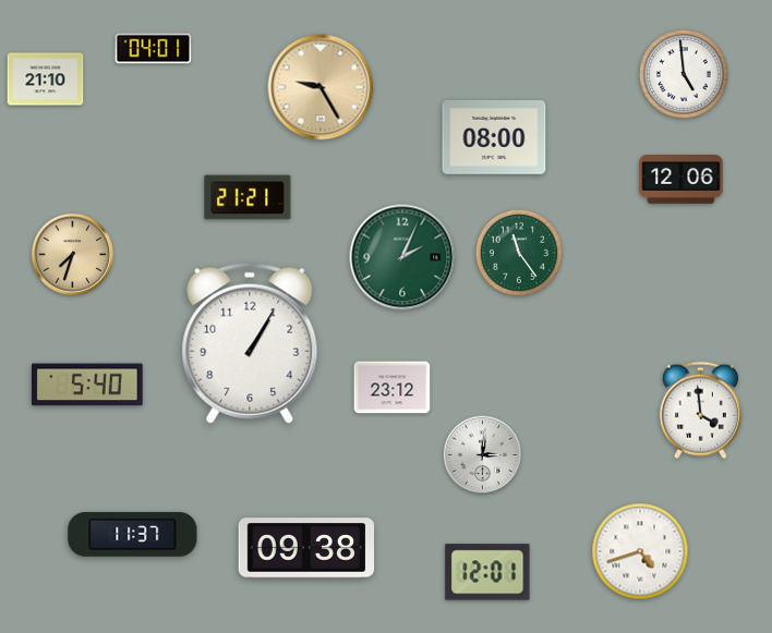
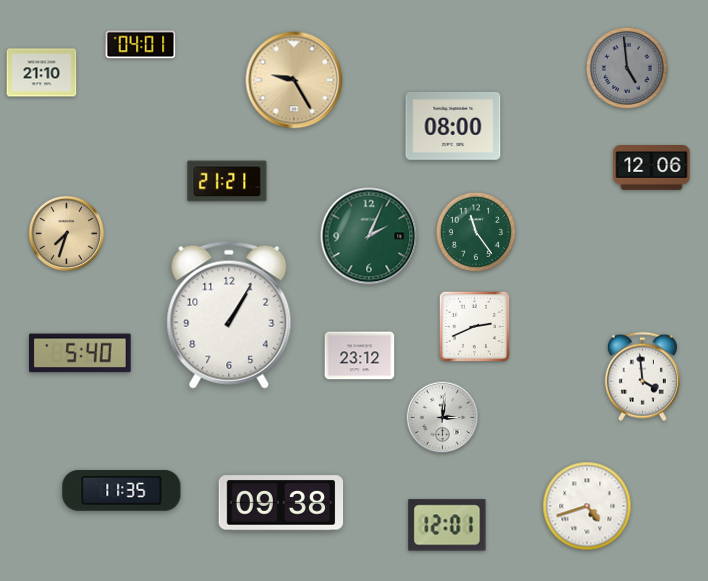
clock at (684, 74) dial: white -> grey
clock at (681, 180) position: (681, 180) -> (652, 168)
clock at (474, 326): none -> 2:41
clock at (133, 534): 11:37 -> 11:35
